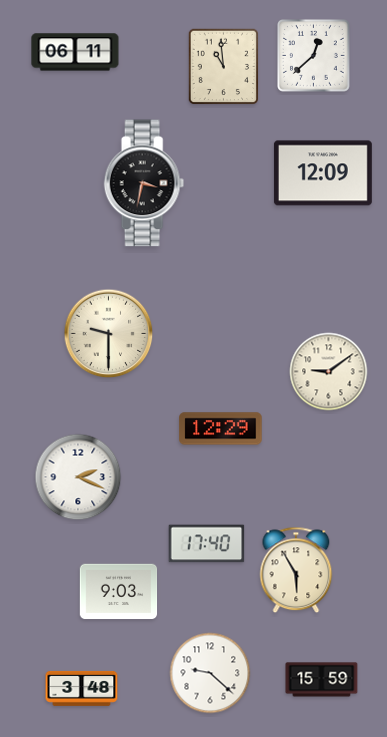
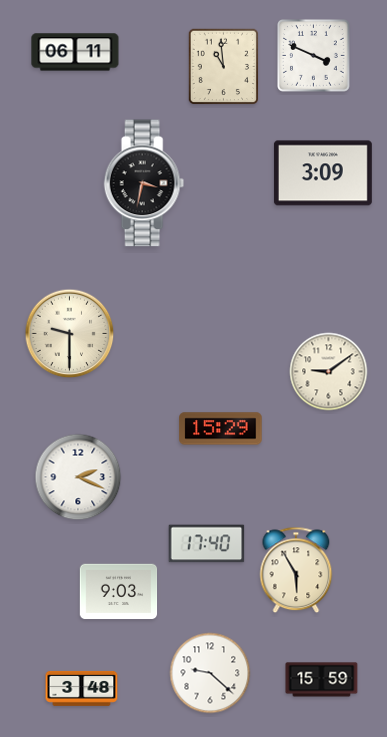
clock at (314, 56): 12:38 -> 3:49
clock at (323, 173): 12:09 -> 3:09
clock at (109, 334) position: (109, 334) -> (70, 334)
clock at (221, 429): 12:29 -> 15:29
